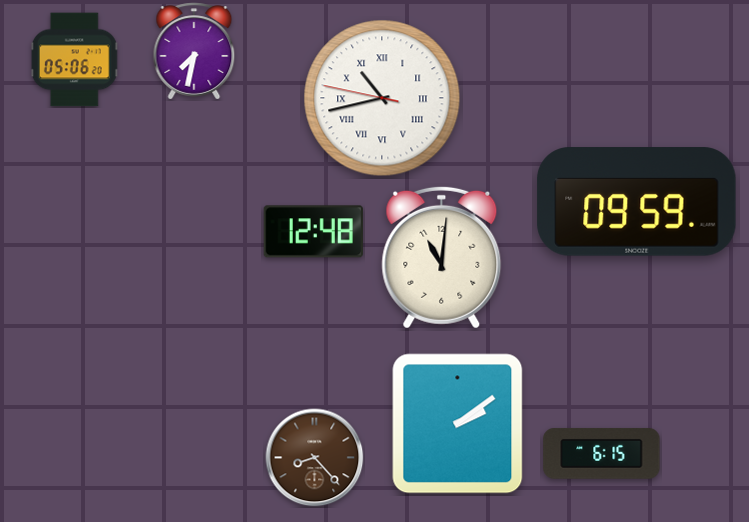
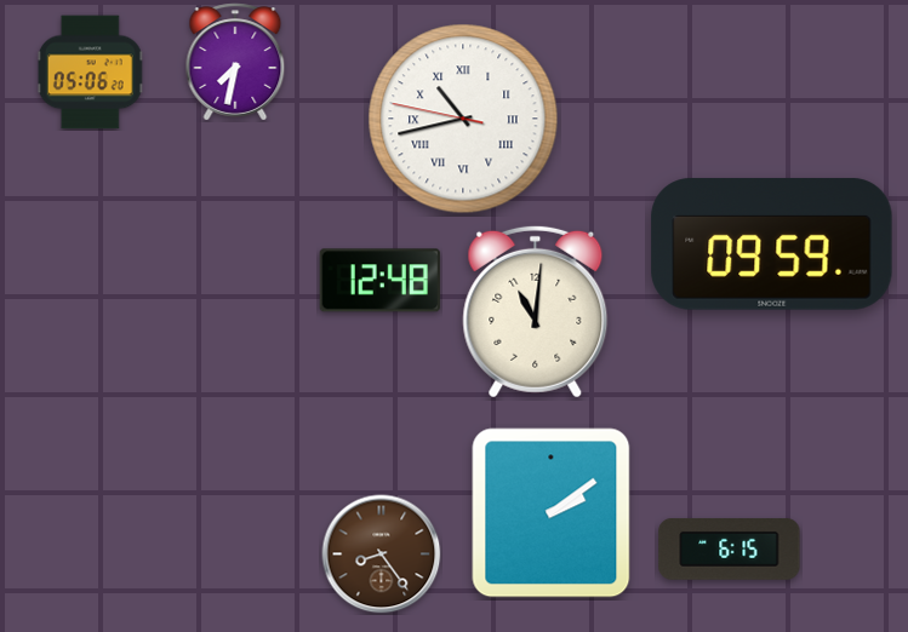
clock at (458, 424) position: (458, 424) -> (552, 513)
clock at (315, 458): 8:23 -> 8:24
